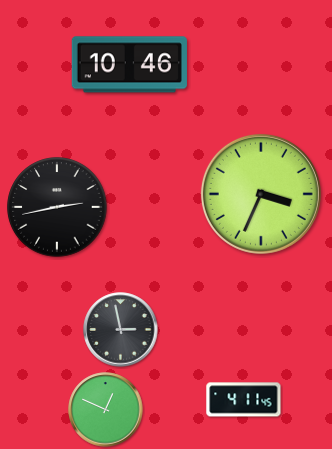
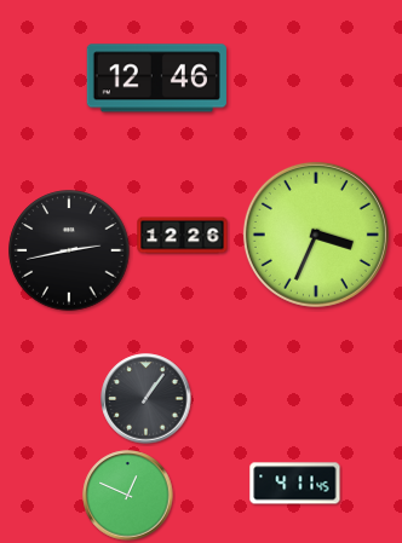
clock at (129, 65): 10:46 -> 12:46
clock at (183, 236): none -> 12:26
clock at (121, 330): 2:58 -> 1:06
